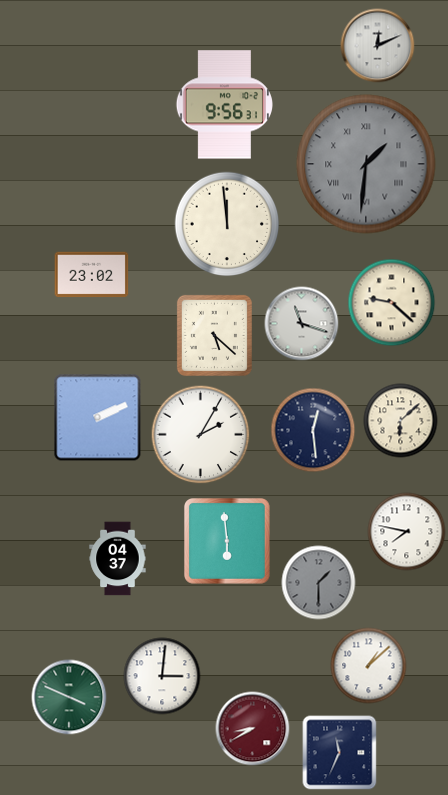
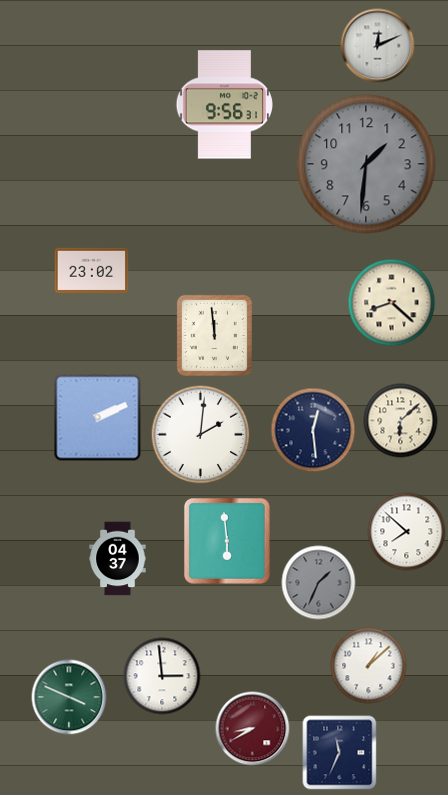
clock at (366, 164) numerals: Roman -> Arabic
clock at (227, 224): 11:59 -> none
clock at (92, 275) position: (92, 275) -> (92, 271)
clock at (392, 303): 9:22 -> 8:22
clock at (302, 324): 11:18 -> none
clock at (214, 335): 5:22 -> 11:59
clock at (201, 435): 2:05 -> 2:01
clock at (407, 532): 7:47 -> 7:52
clock at (319, 583): 1:30 -> 1:34
clock at (162, 676): 3:01 -> 2:59
